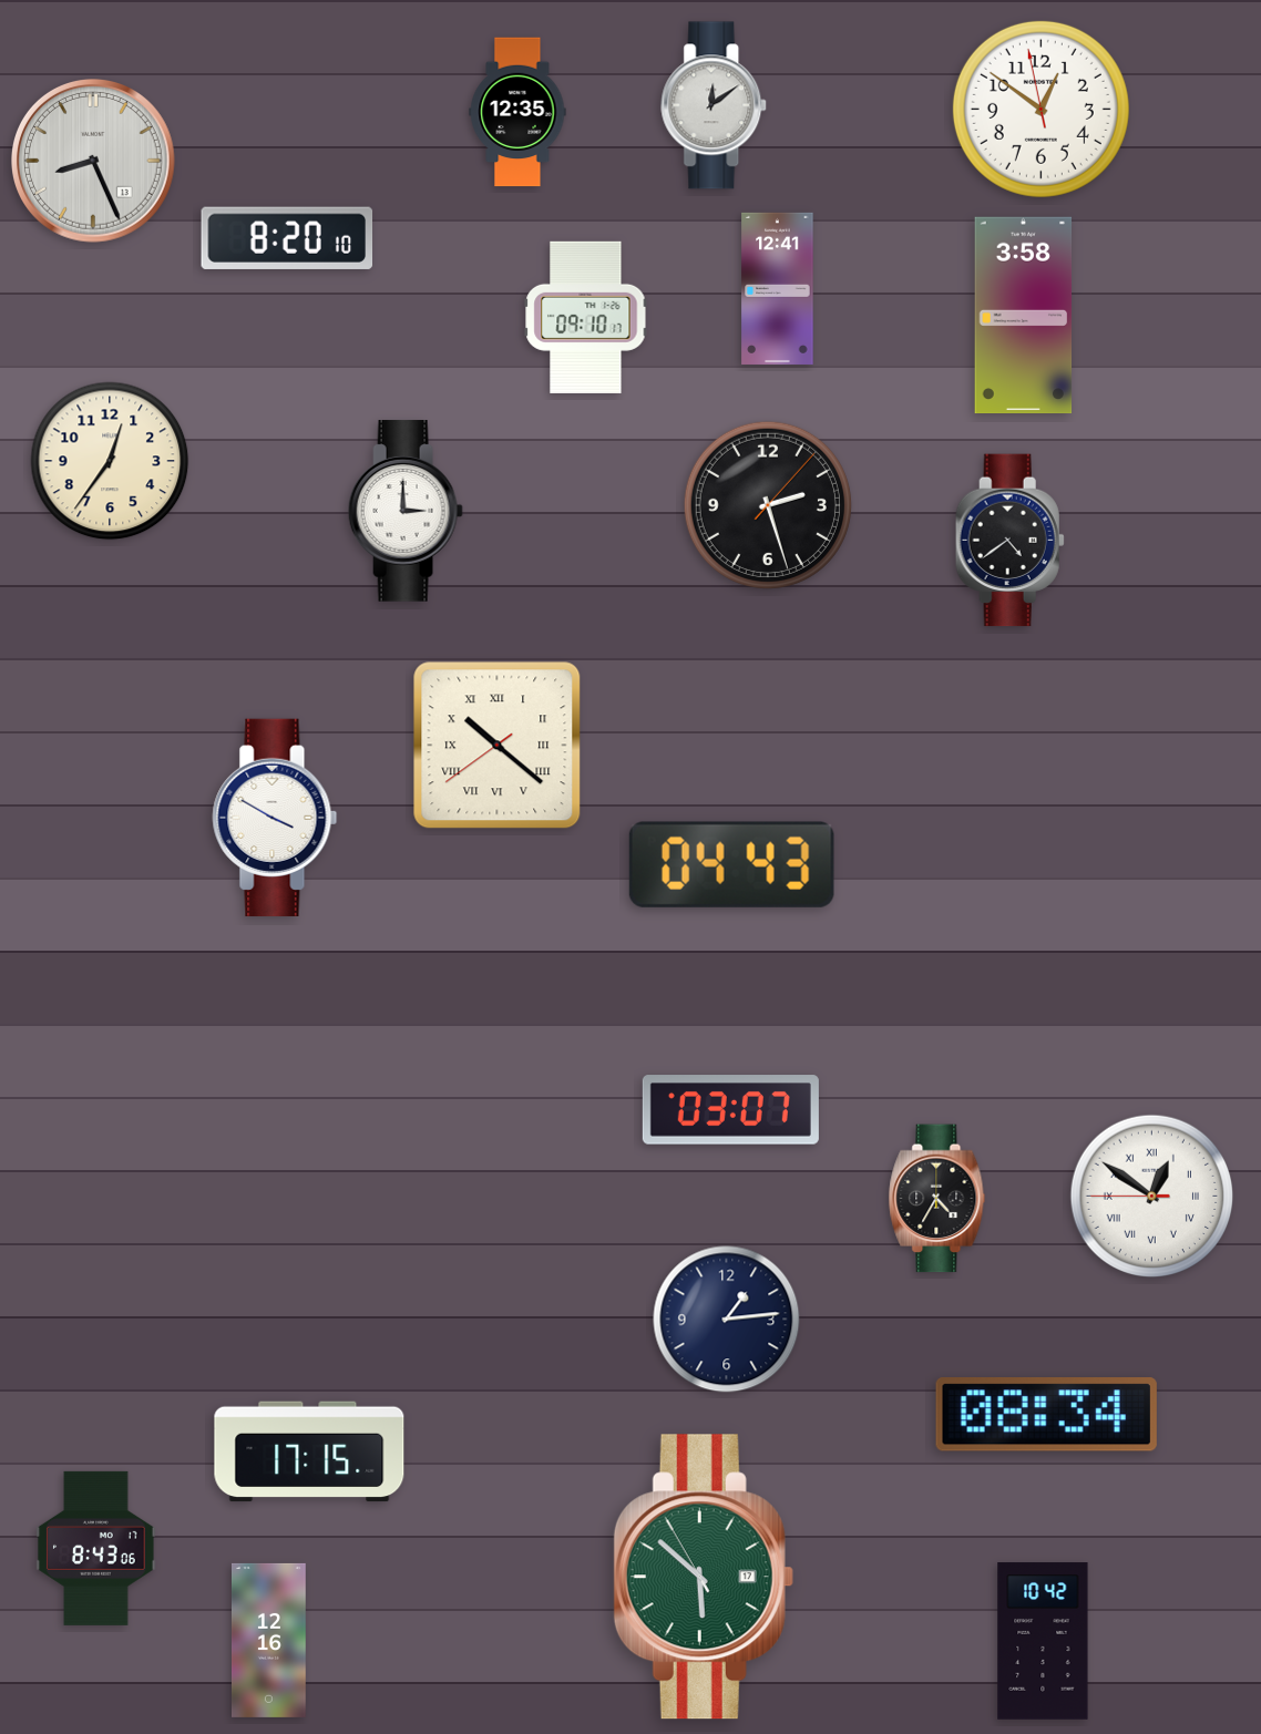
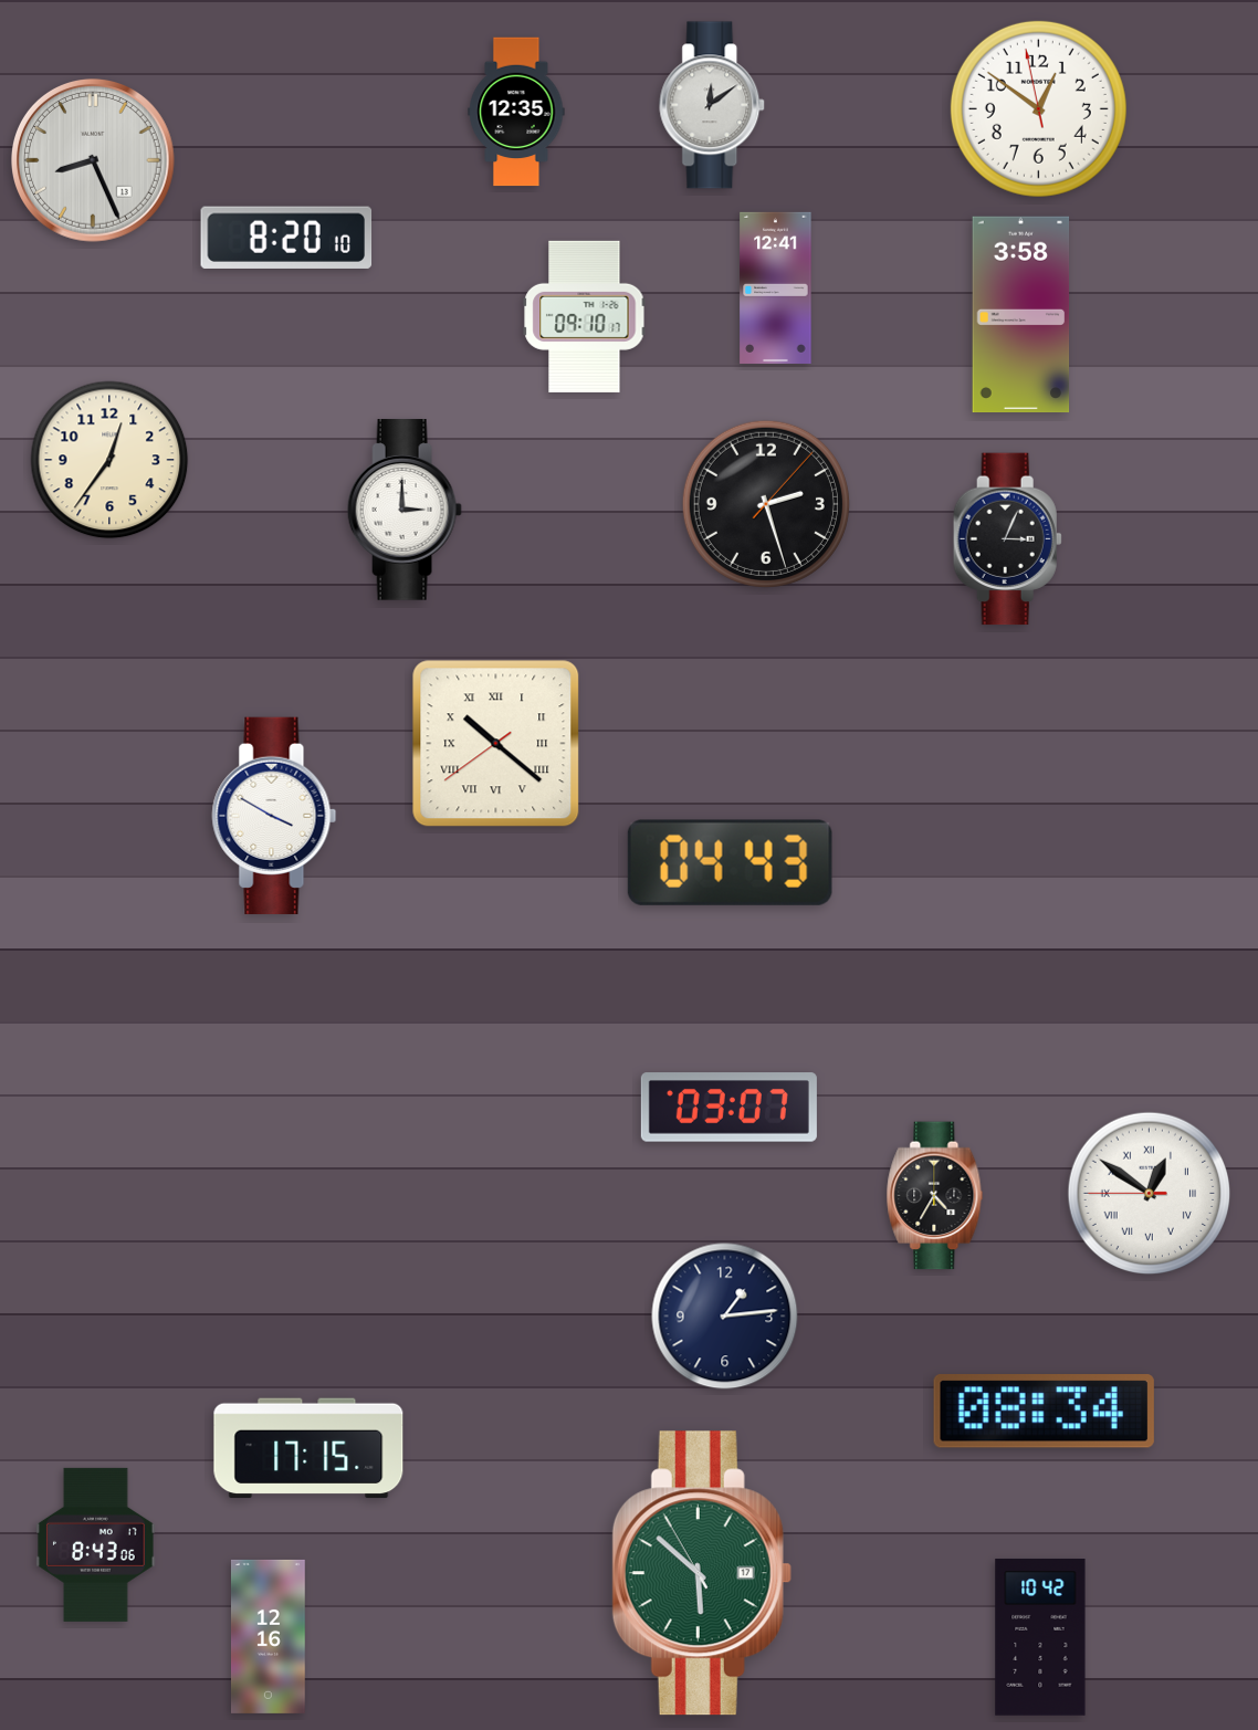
clock at (1009, 541): 4:39 -> 3:04
